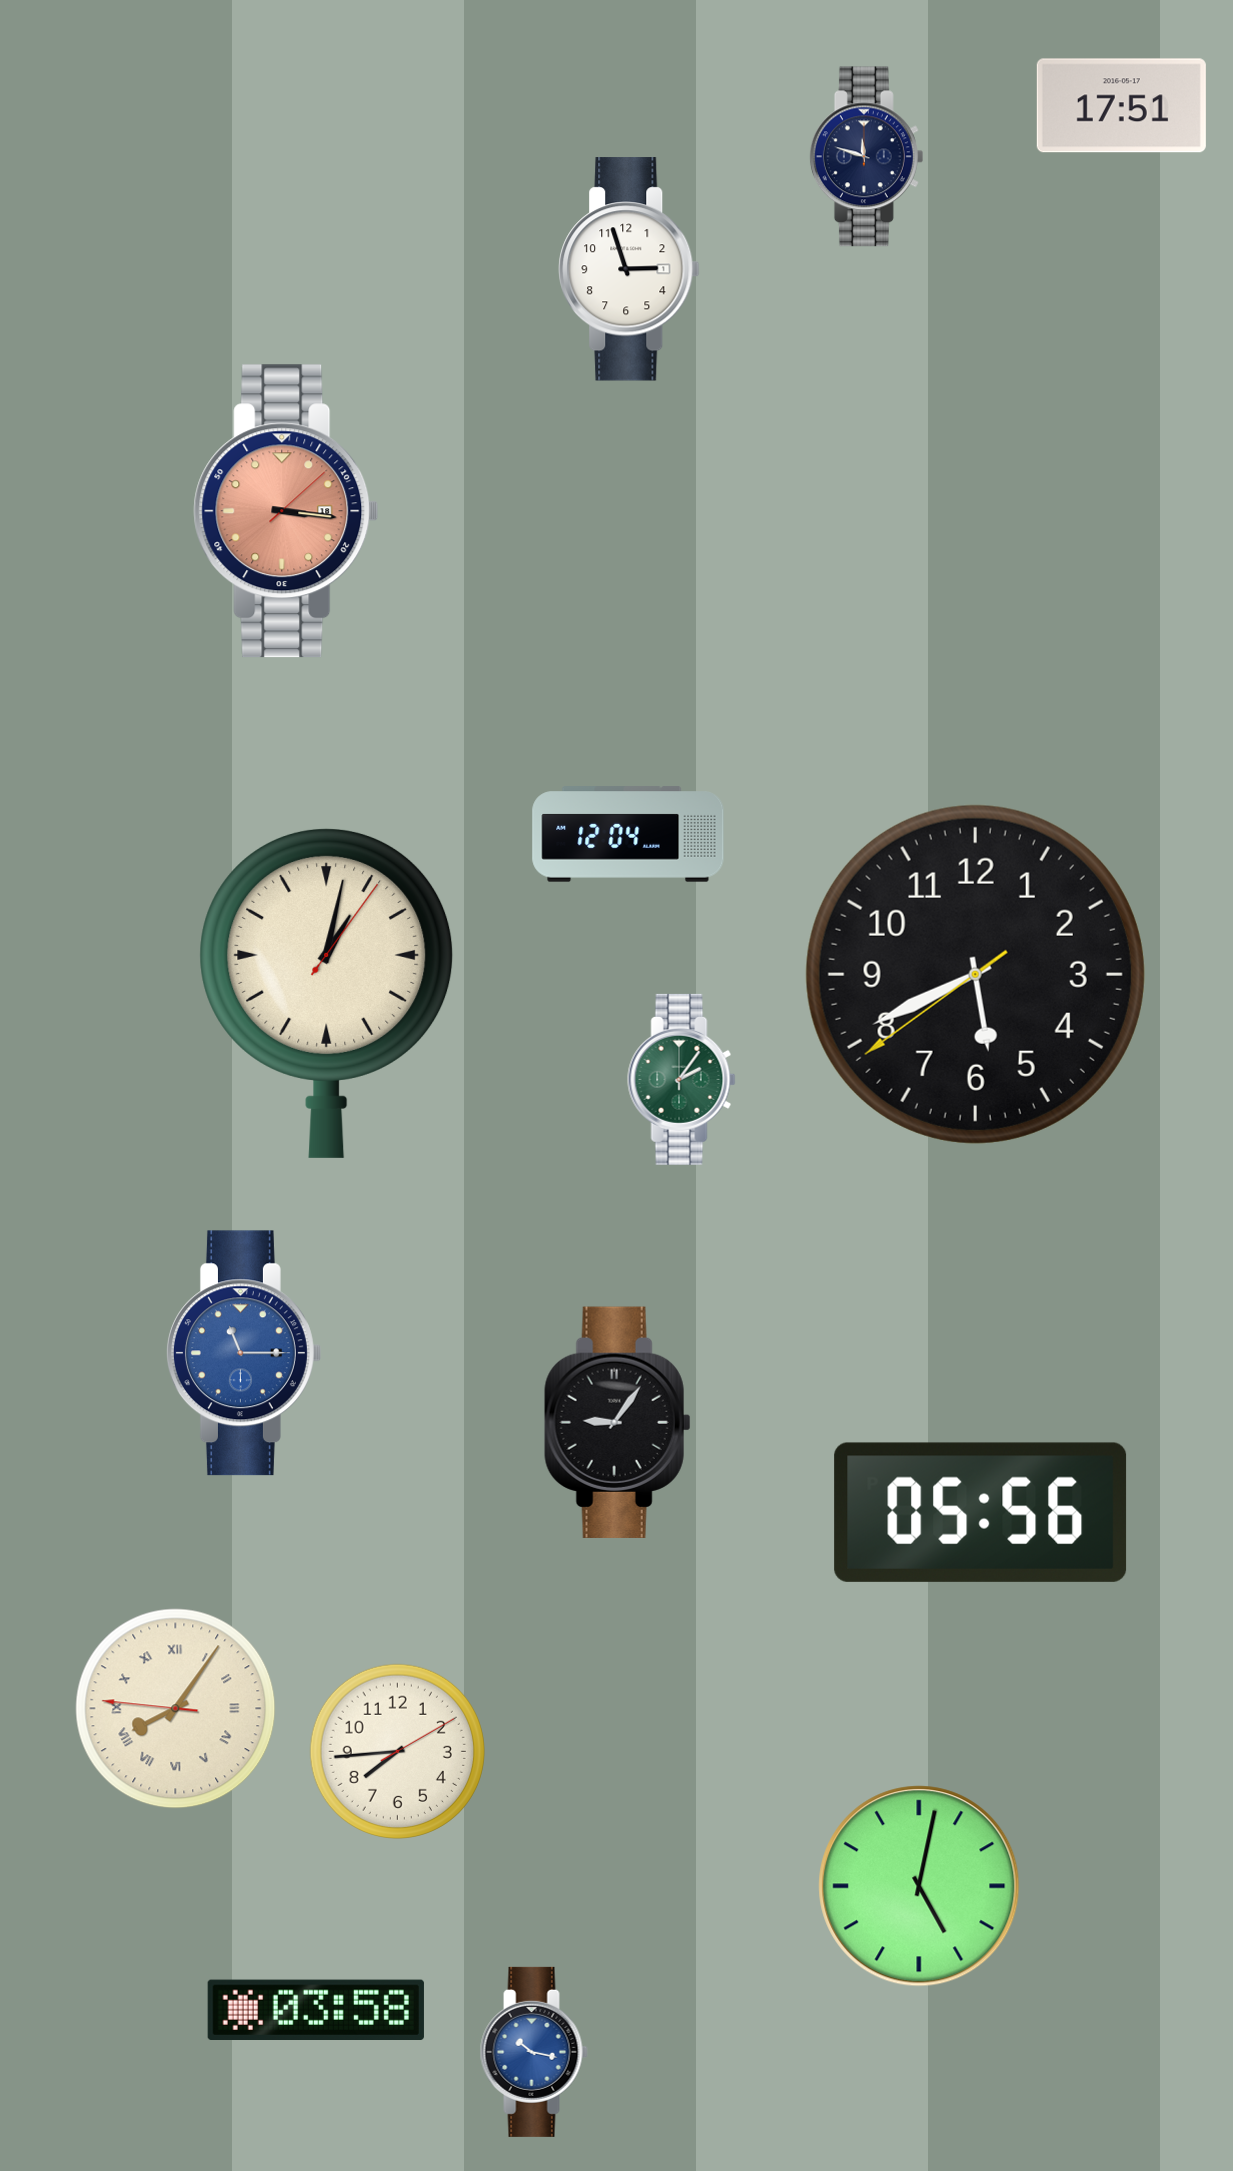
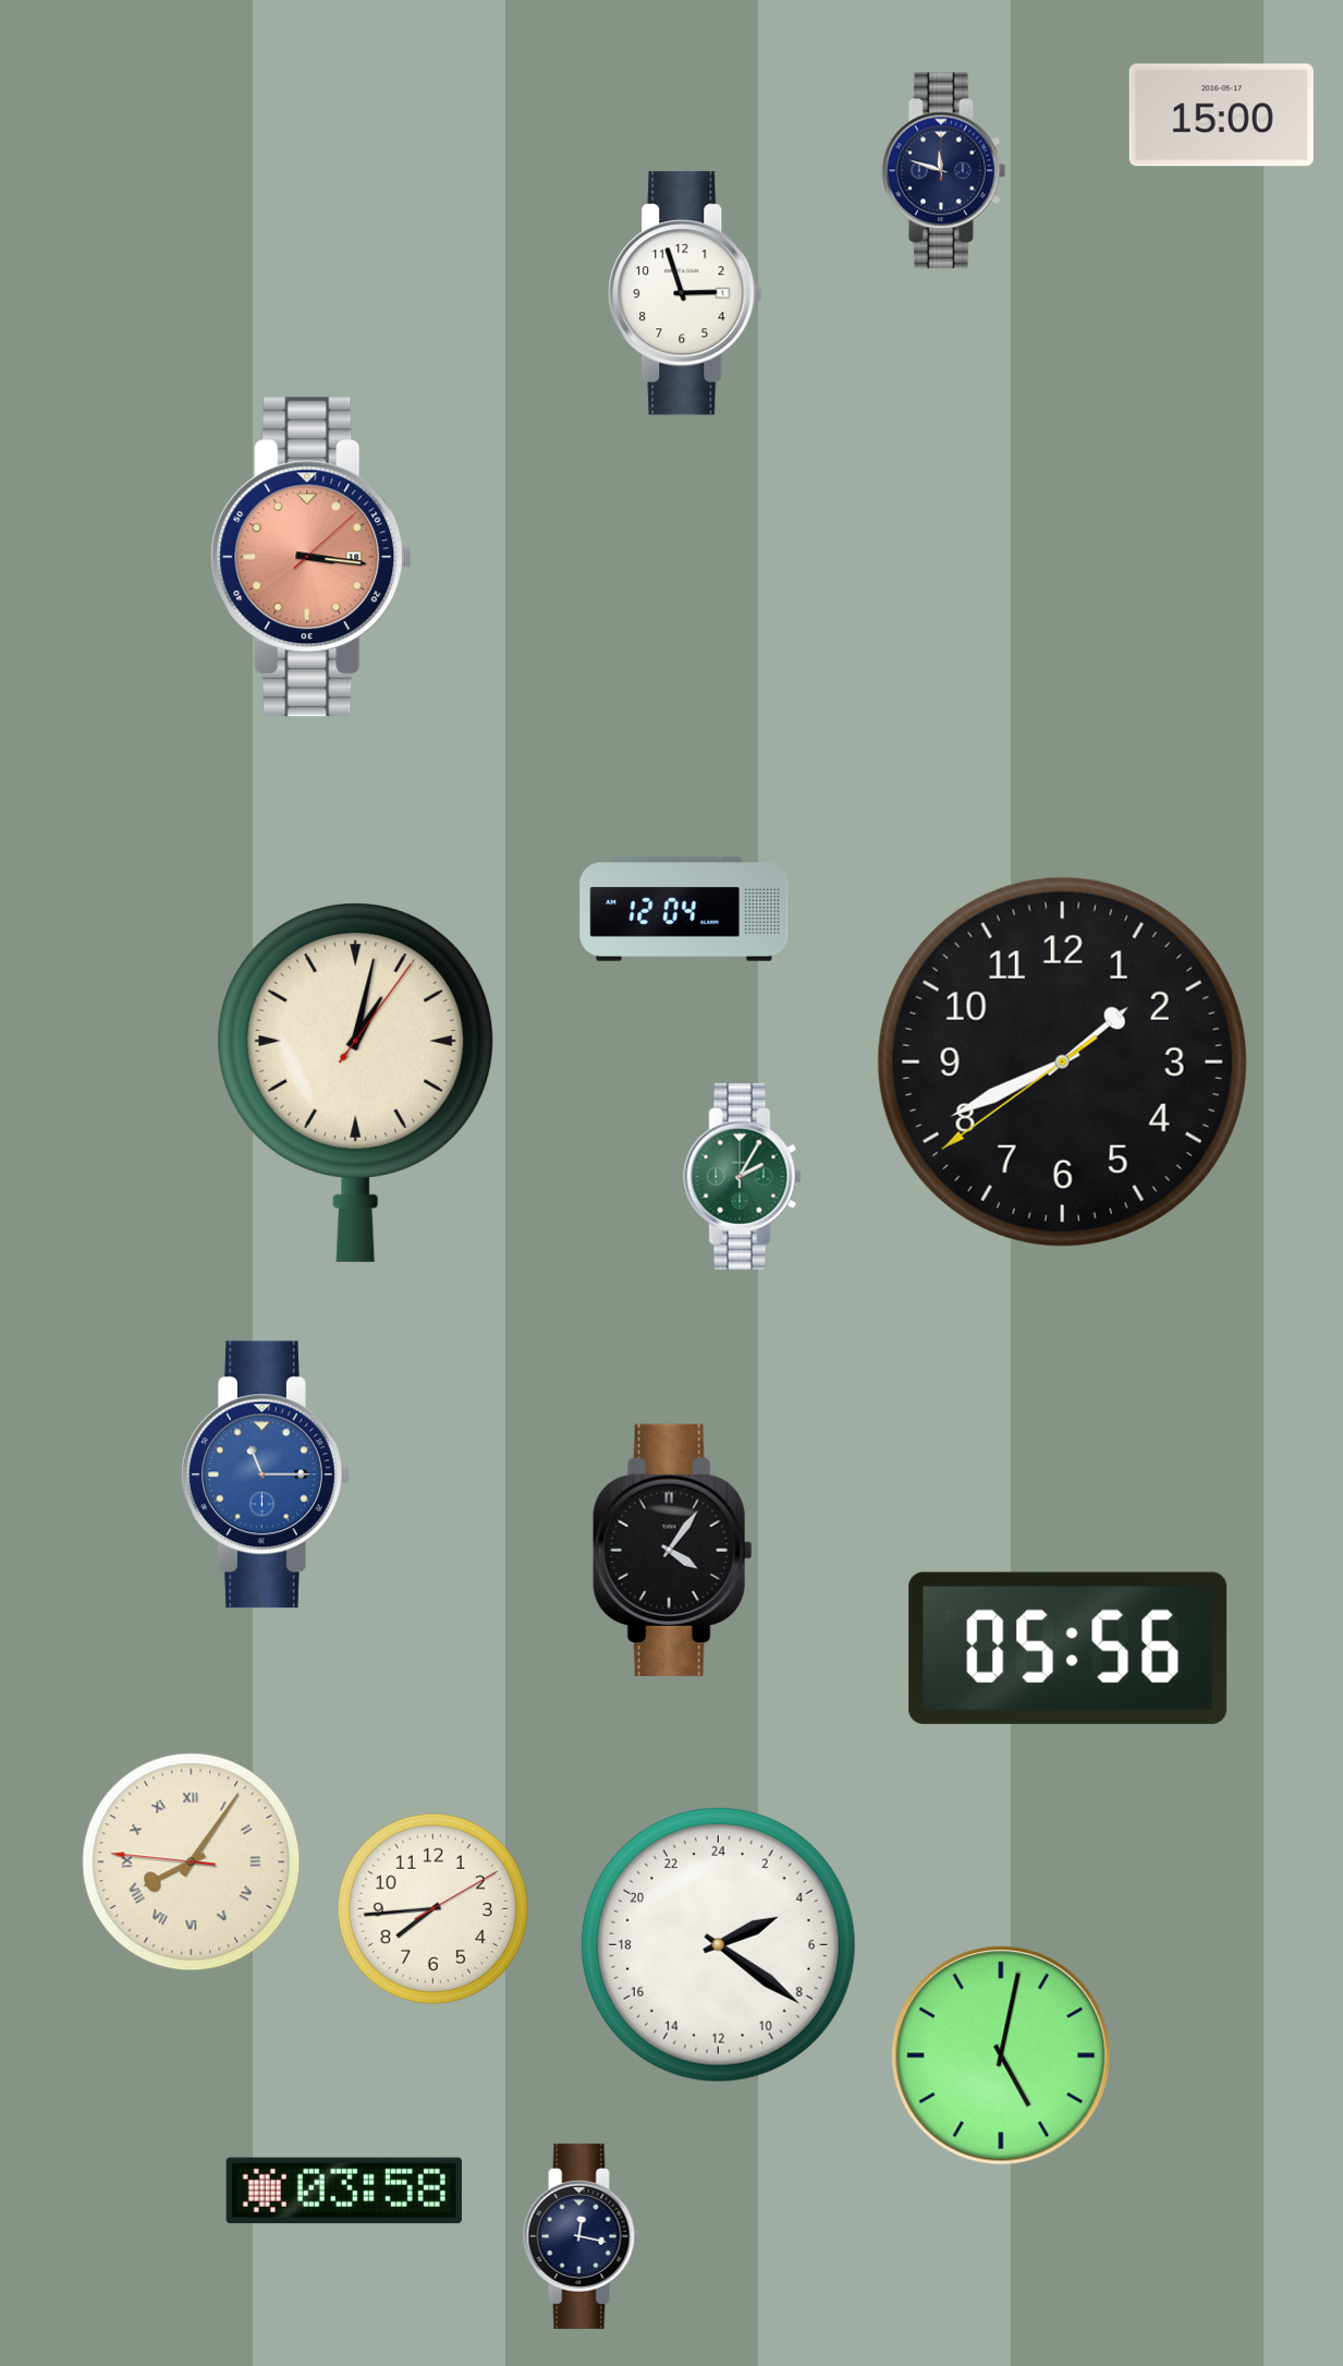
clock at (1121, 106): 17:51 -> 15:00
clock at (975, 974): 5:40 -> 1:40
clock at (682, 1079): 2:06 -> 2:05
clock at (618, 1422): 9:06 -> 4:06
clock at (718, 1944): none -> 4:21
clock at (534, 2052): 10:17 -> 12:17
clock at (534, 2052) dial: blue -> navy
